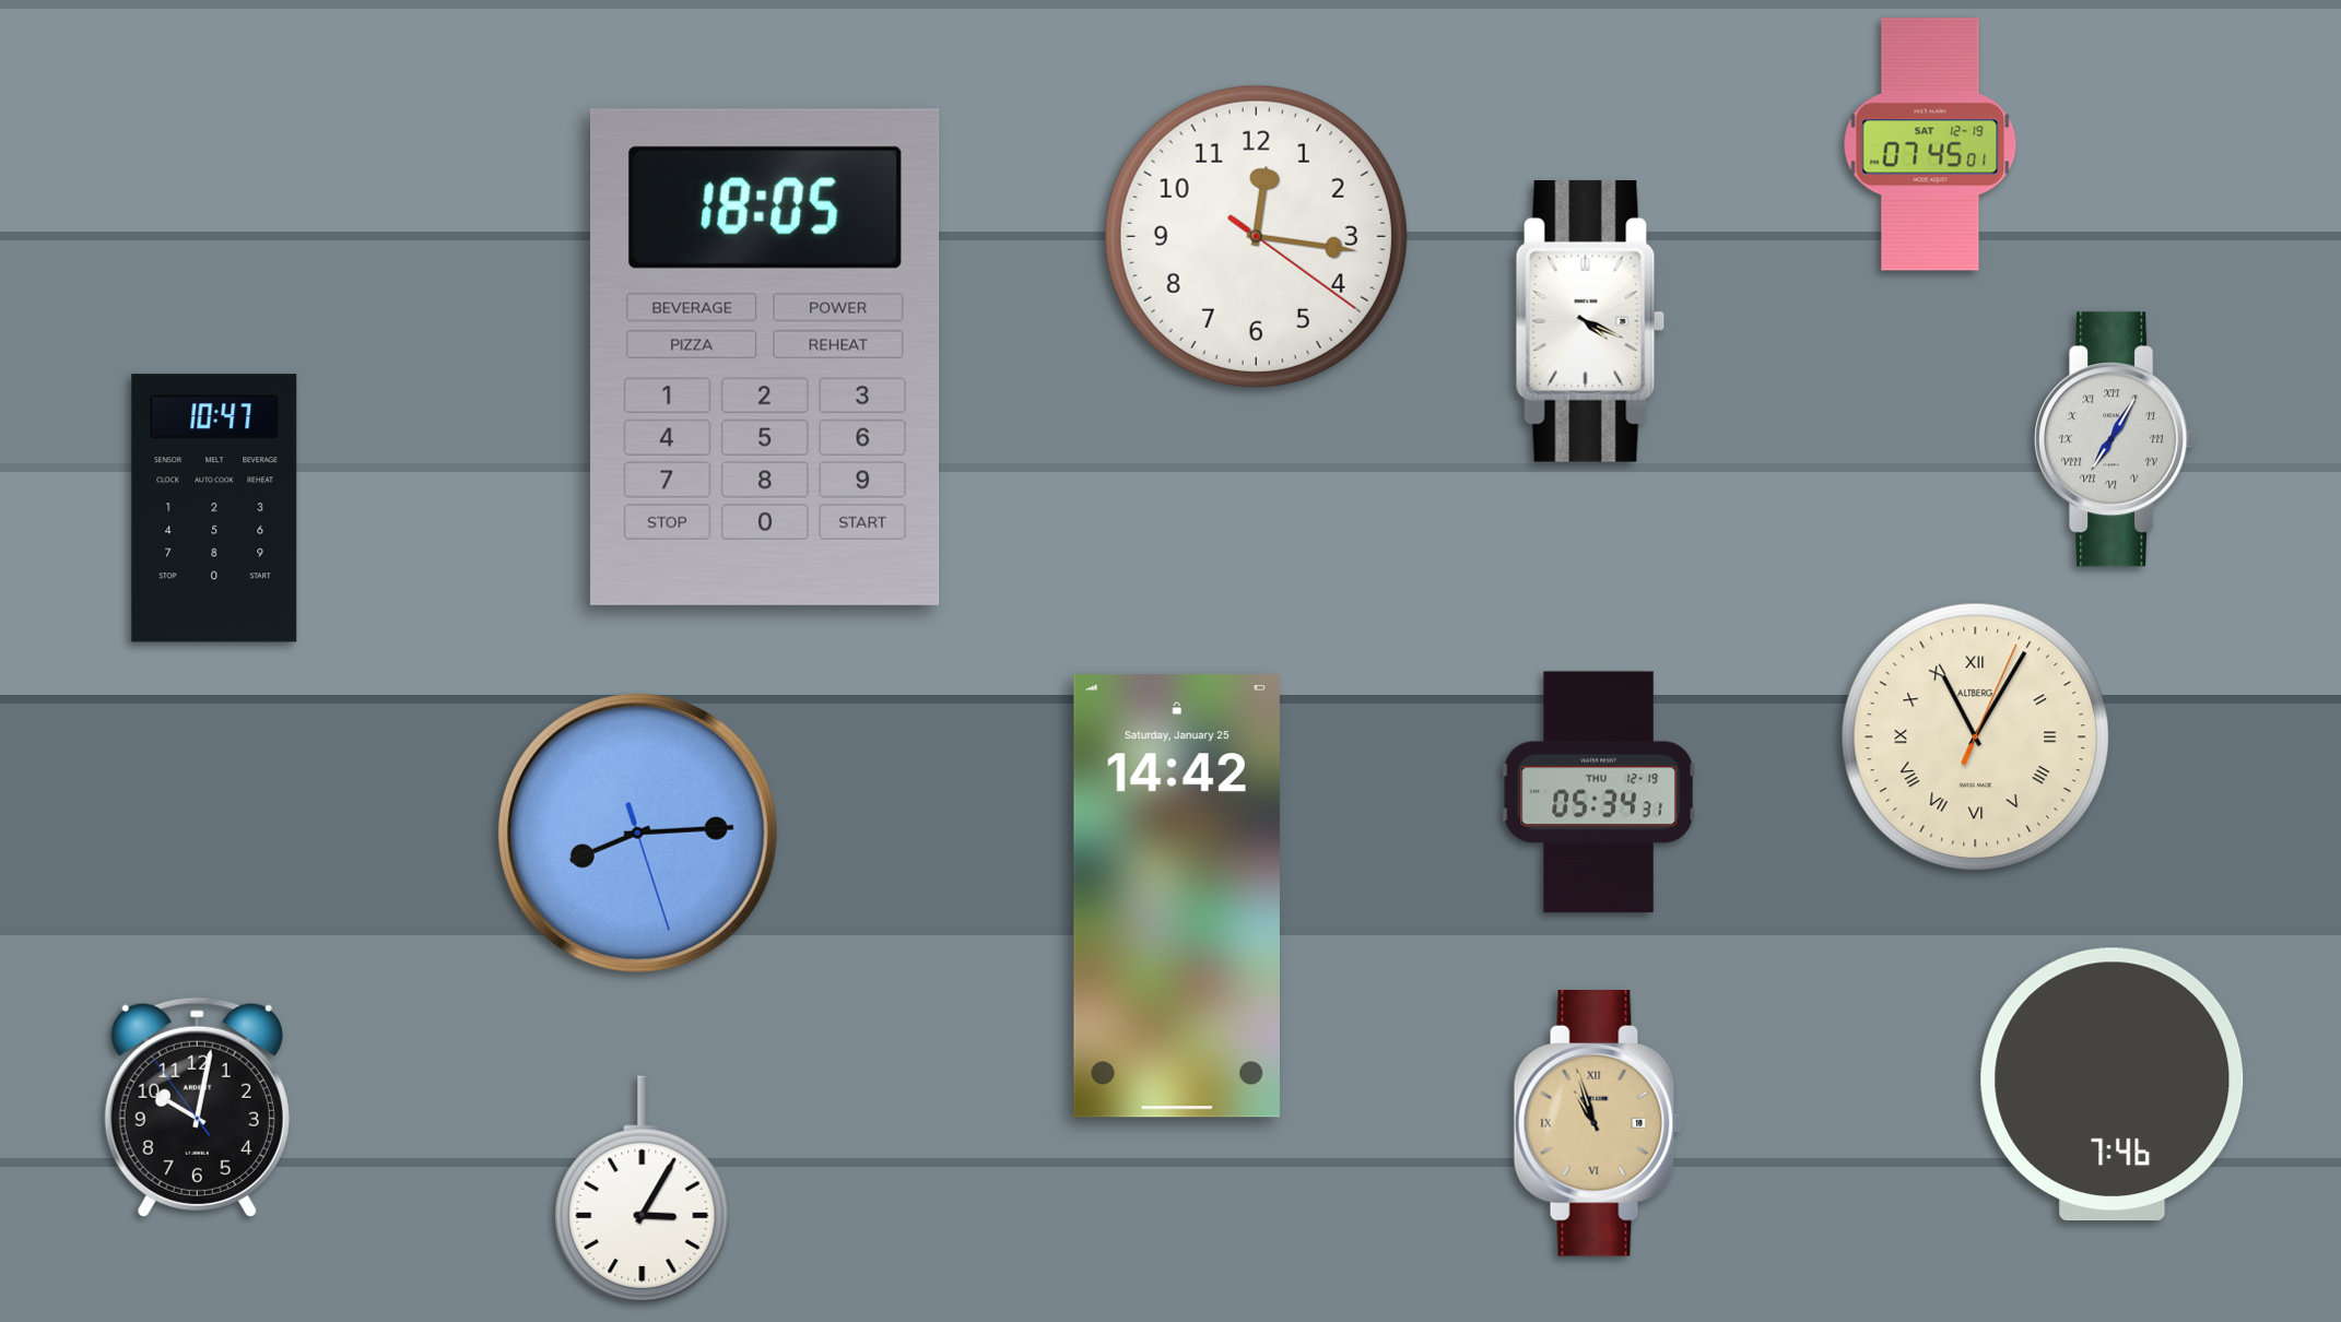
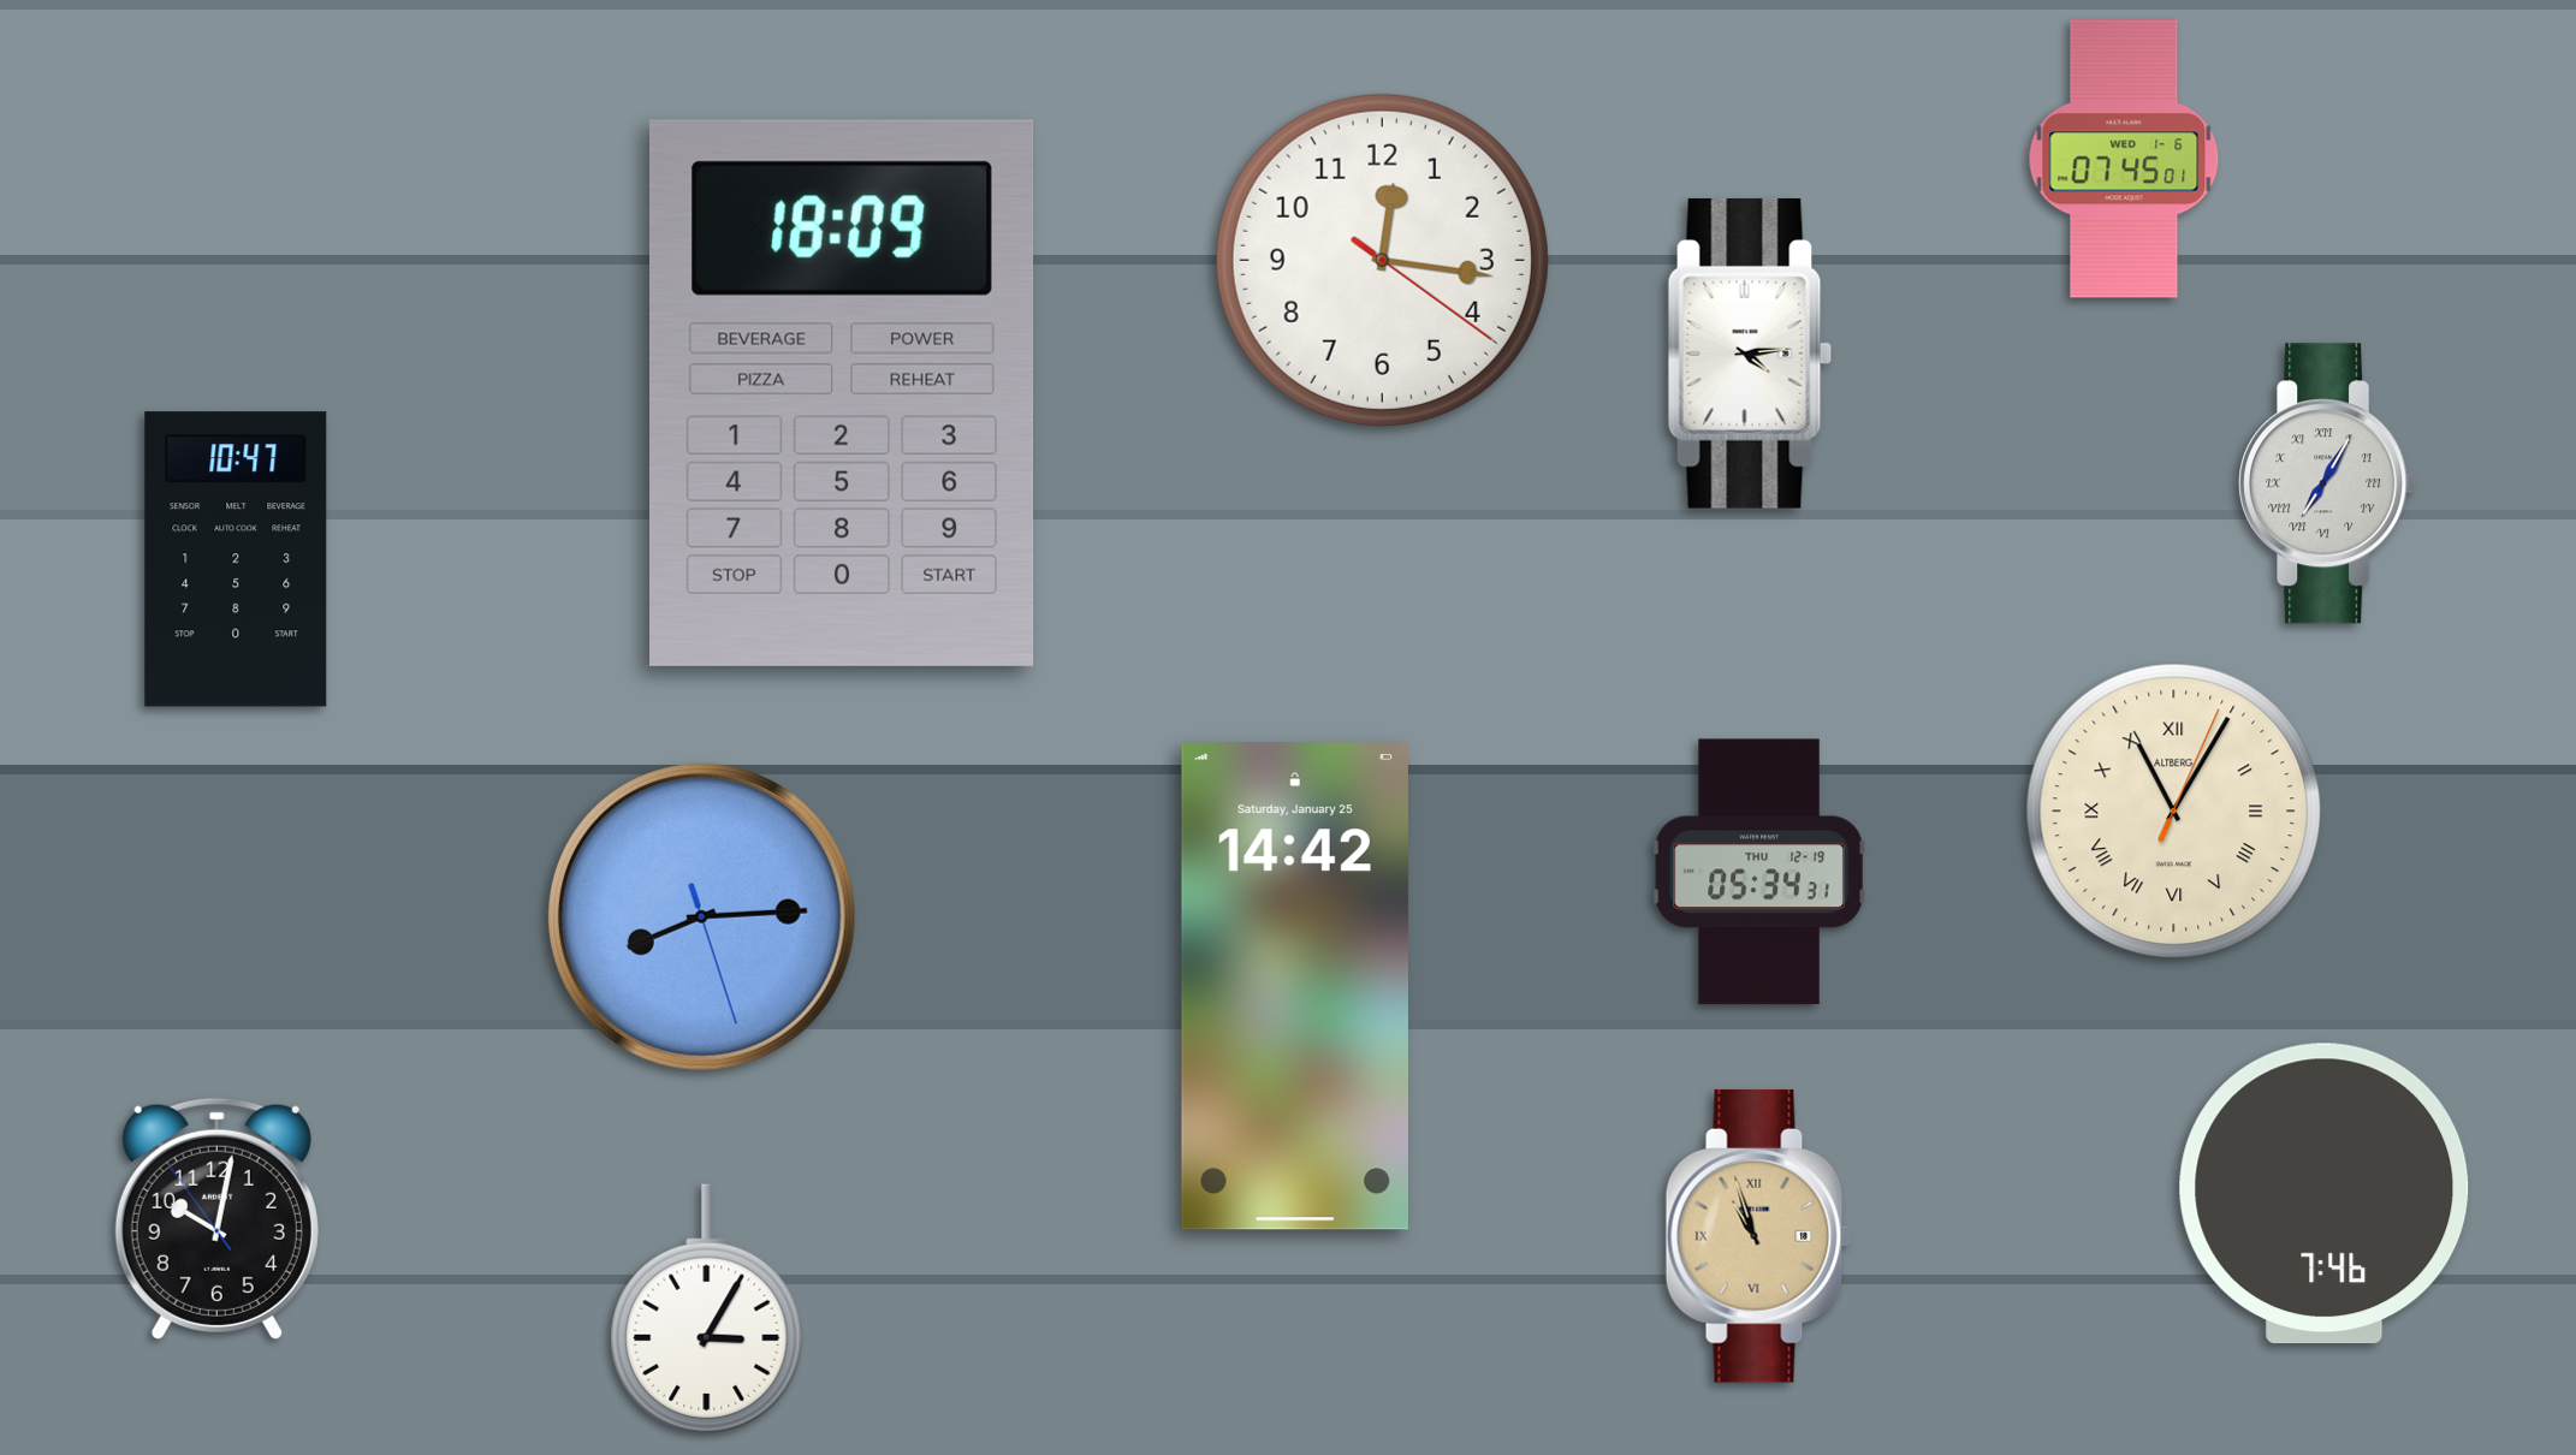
clock at (1930, 144) date: SAT 12-19 -> WED 1-6
clock at (1590, 321): 4:19 -> 4:14
clock at (766, 357): 18:05 -> 18:09
